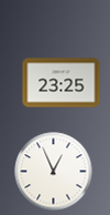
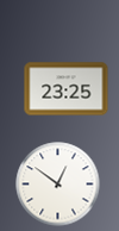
clock at (54, 172): 12:56 -> 12:51
